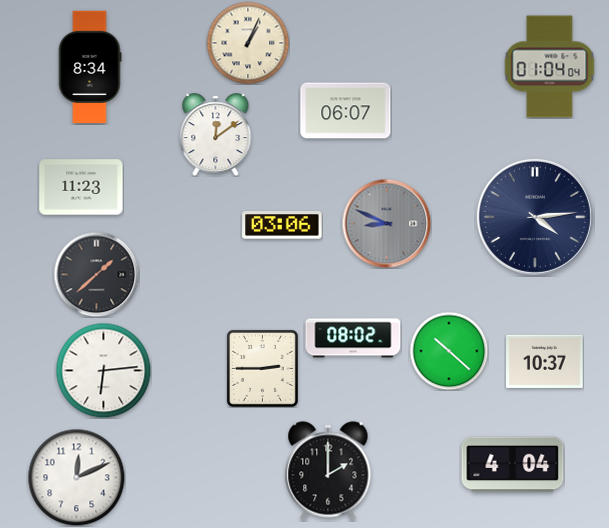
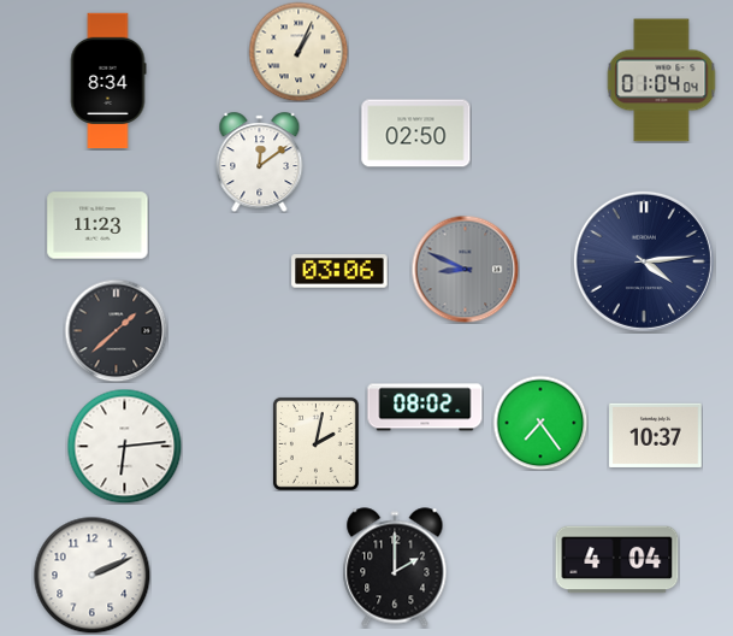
clock at (346, 111): 06:07 -> 02:50
clock at (449, 351): 10:22 -> 7:24
clock at (262, 368): 2:45 -> 2:02
clock at (76, 477): 12:11 -> 2:11
